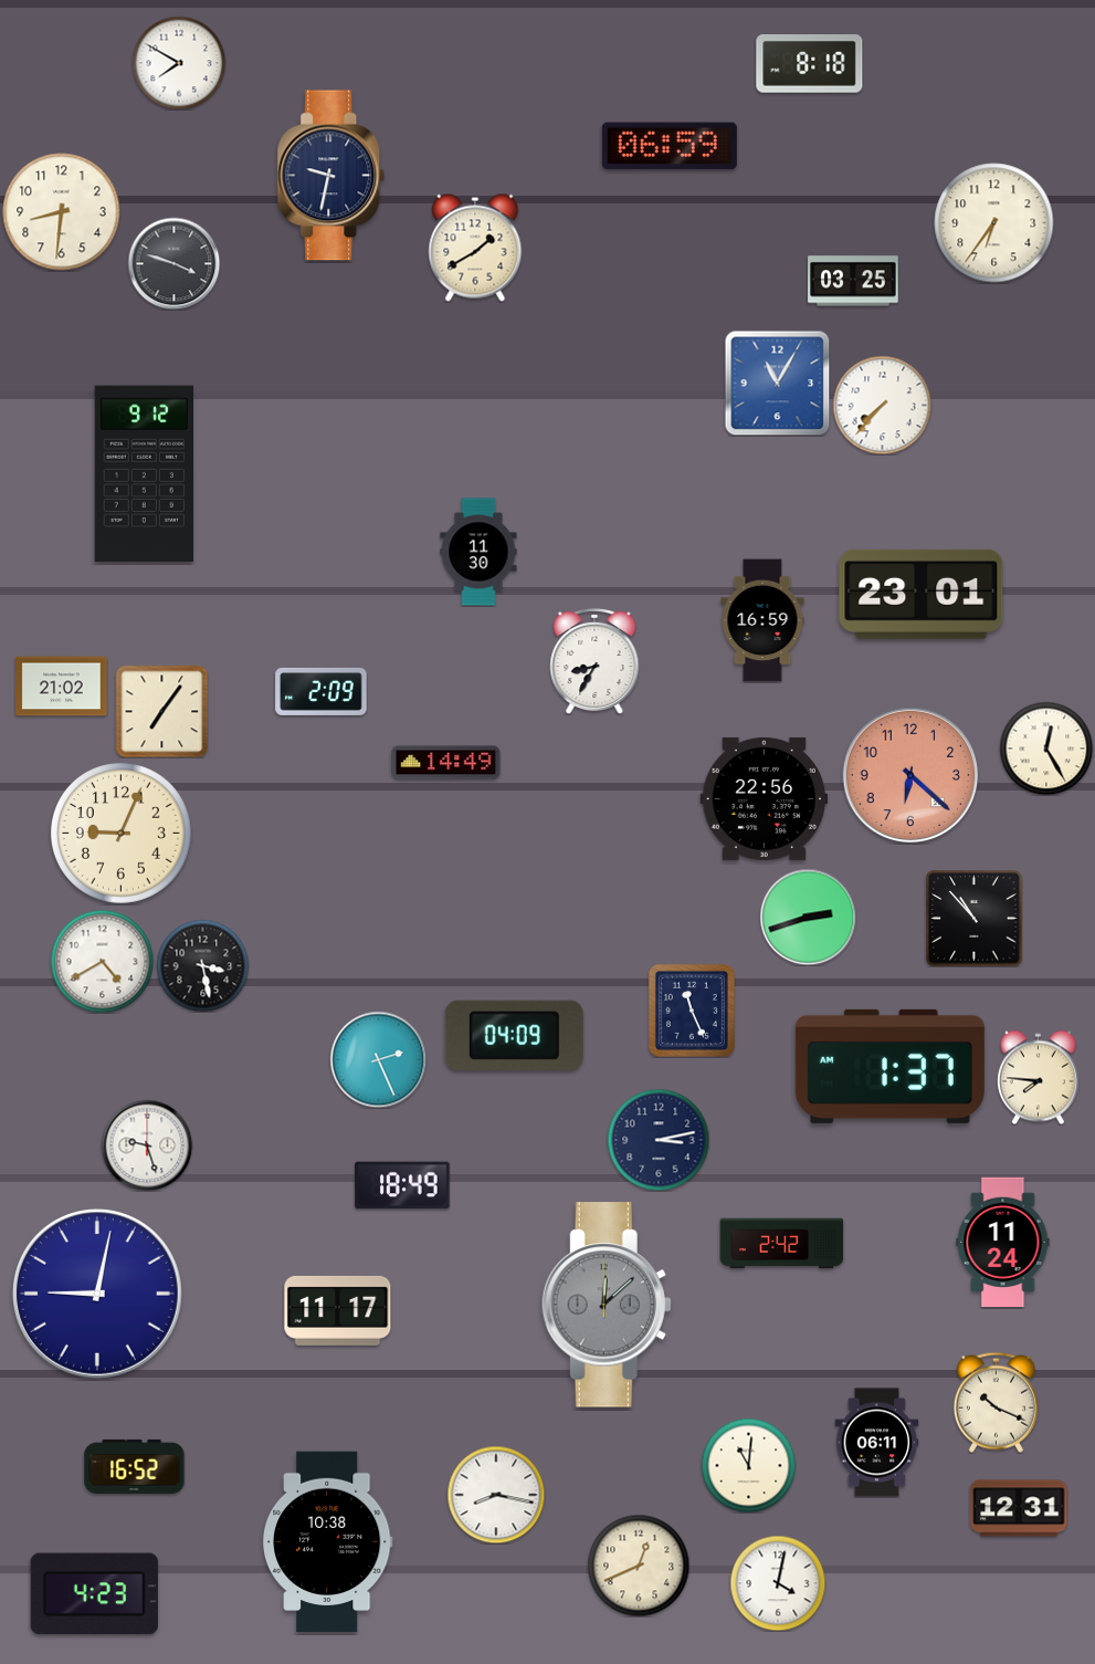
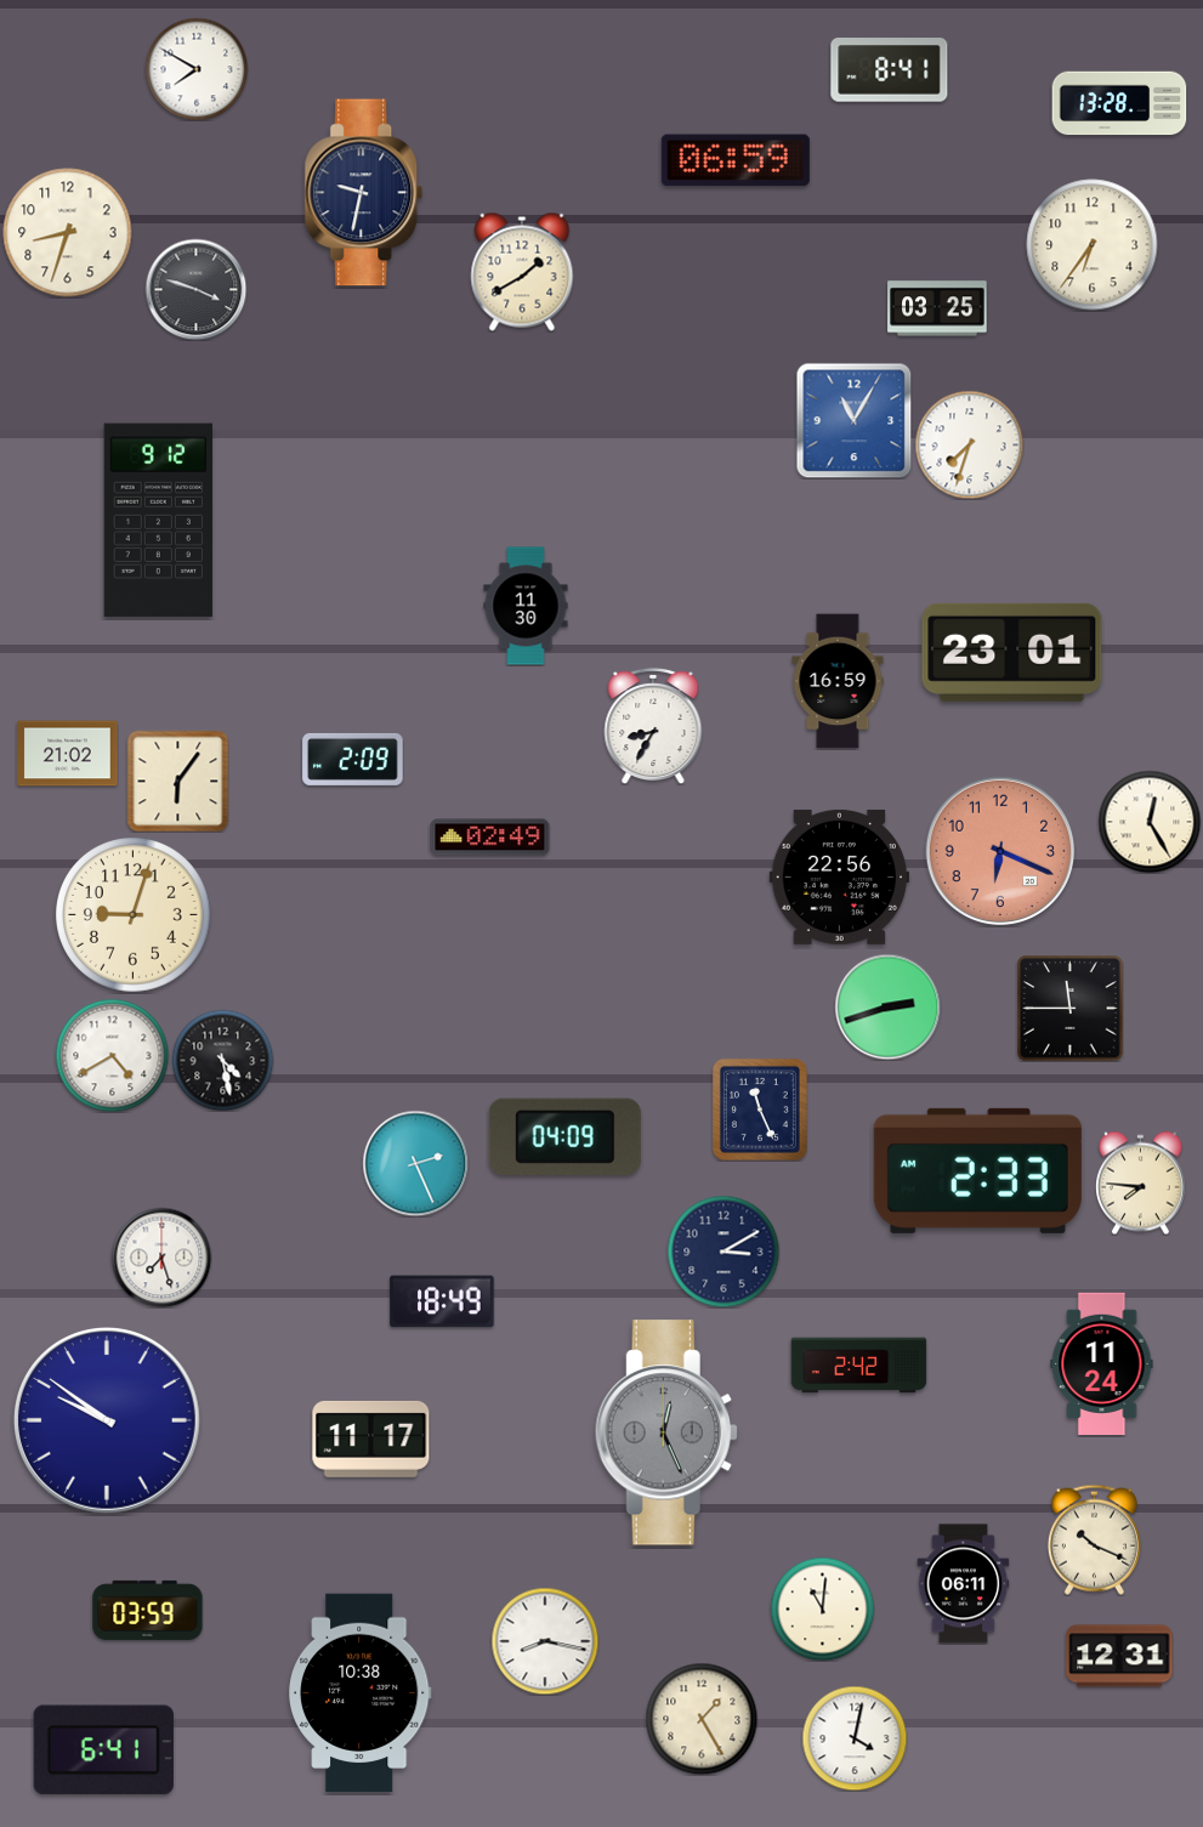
clock at (810, 64): 8:18 -> 8:41
clock at (1119, 103): none -> 13:28
clock at (62, 212): 8:31 -> 8:33
clock at (173, 263) position: (173, 263) -> (195, 289)
clock at (882, 405): 7:37 -> 7:33
clock at (161, 711): 7:06 -> 6:06
clock at (446, 763): 14:49 -> 02:49
clock at (910, 775): 6:22 -> 6:19
clock at (122, 834): 9:04 -> 9:03
clock at (975, 919): 10:53 -> 11:45
clock at (202, 965): 3:28 -> 4:28
clock at (889, 1066): 1:37 -> 2:33
clock at (659, 1140): 3:13 -> 3:10
clock at (147, 1145): 9:27 -> 7:27
clock at (97, 1294): 9:02 -> 9:51
clock at (607, 1305): 12:08 -> 12:26
clock at (135, 1466): 16:52 -> 03:59
clock at (639, 1566): 12:41 -> 1:25
clock at (94, 1594): 4:23 -> 6:41
